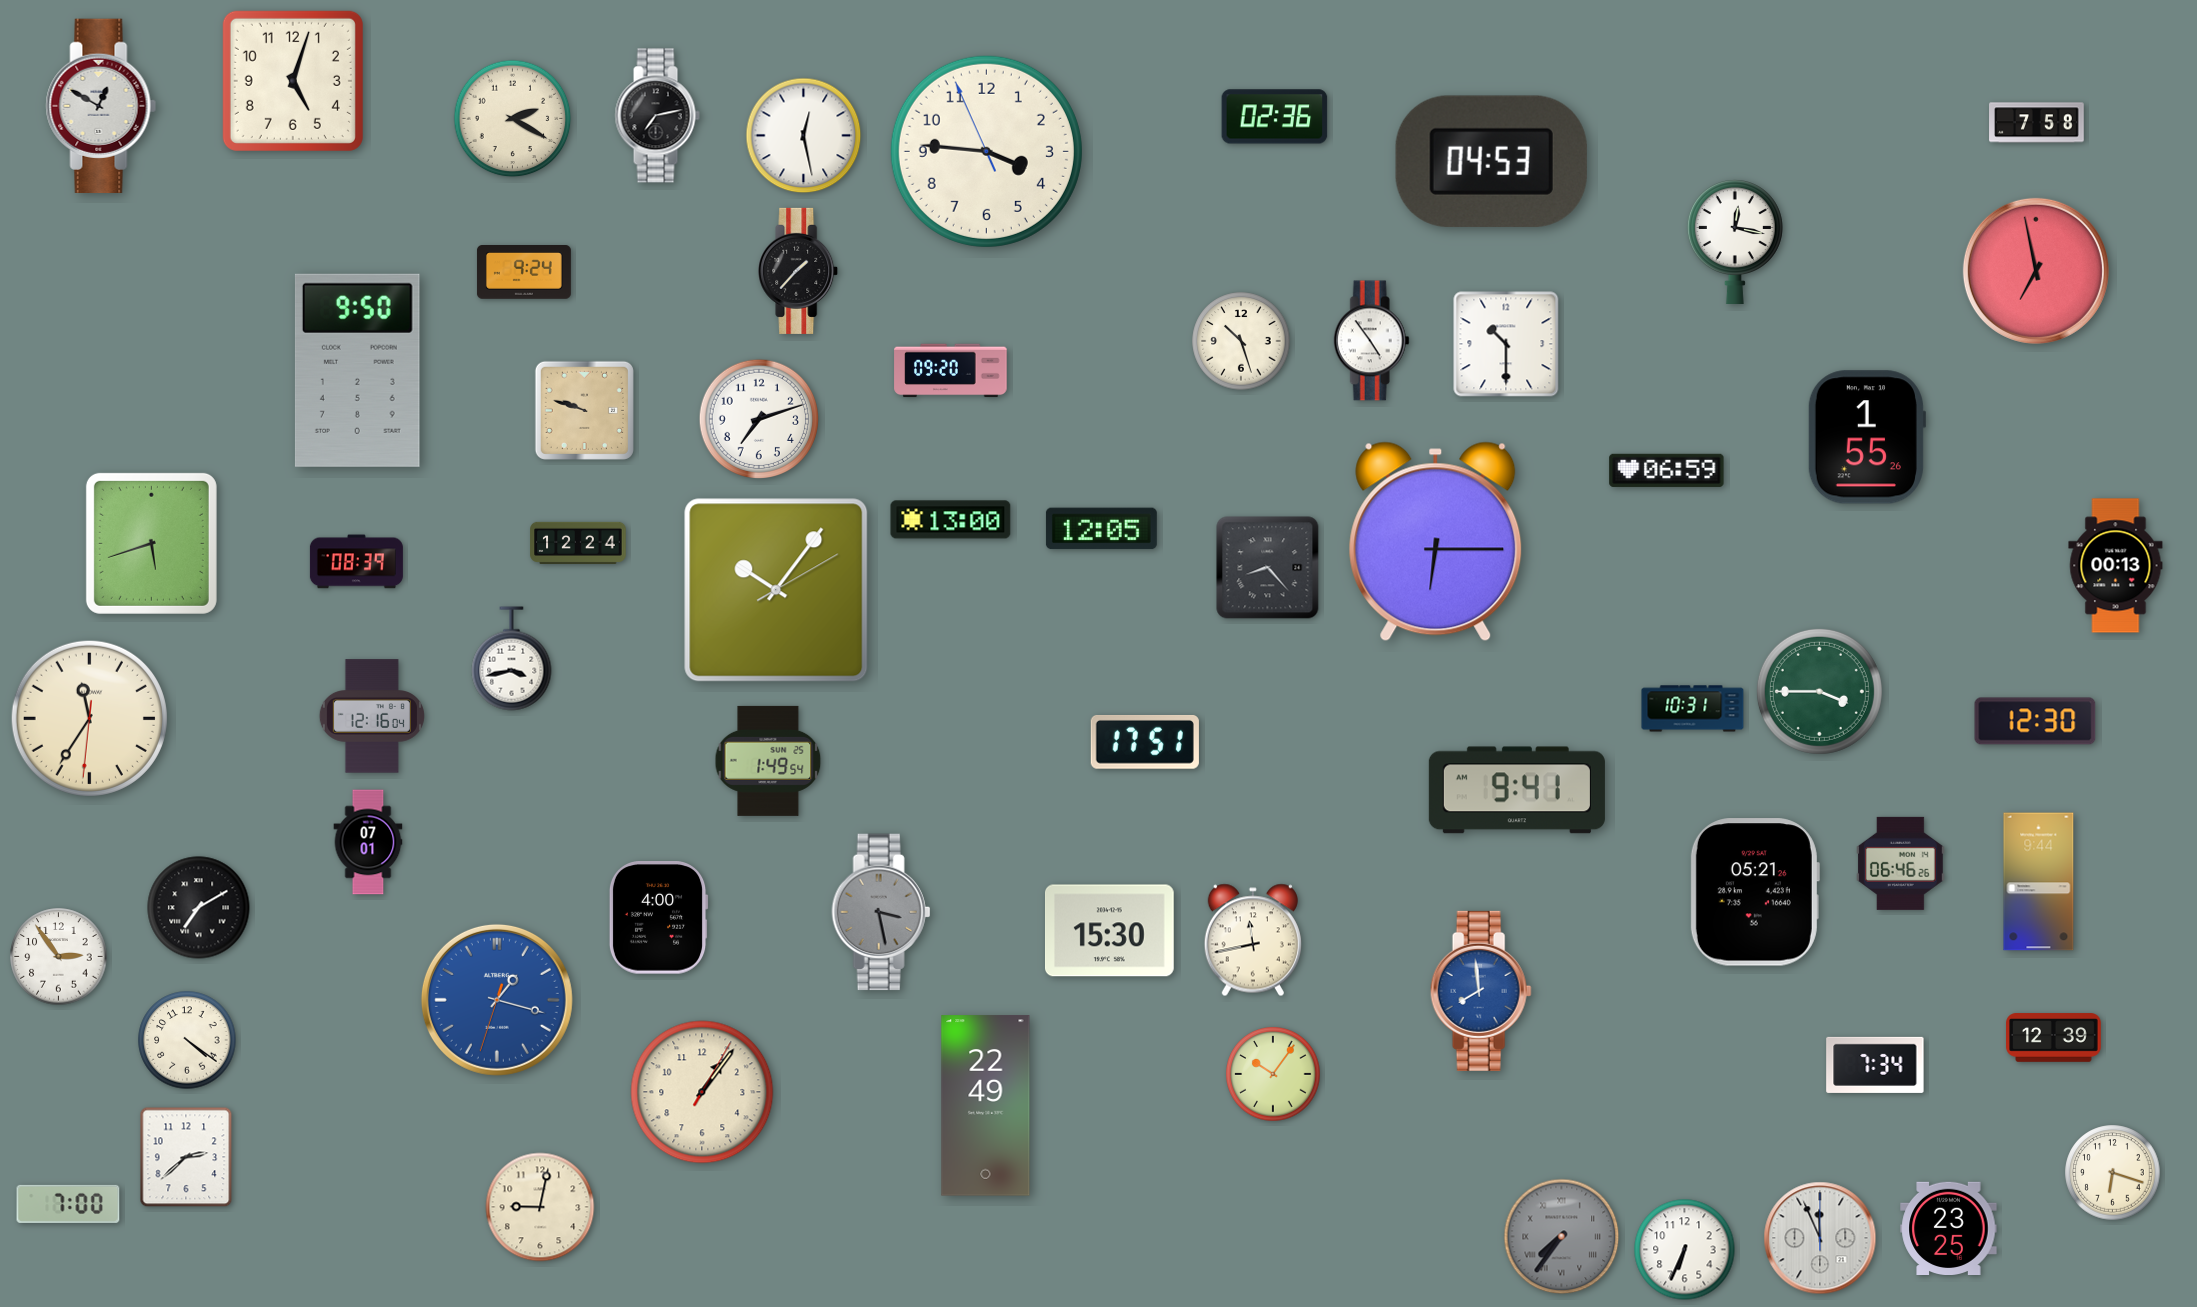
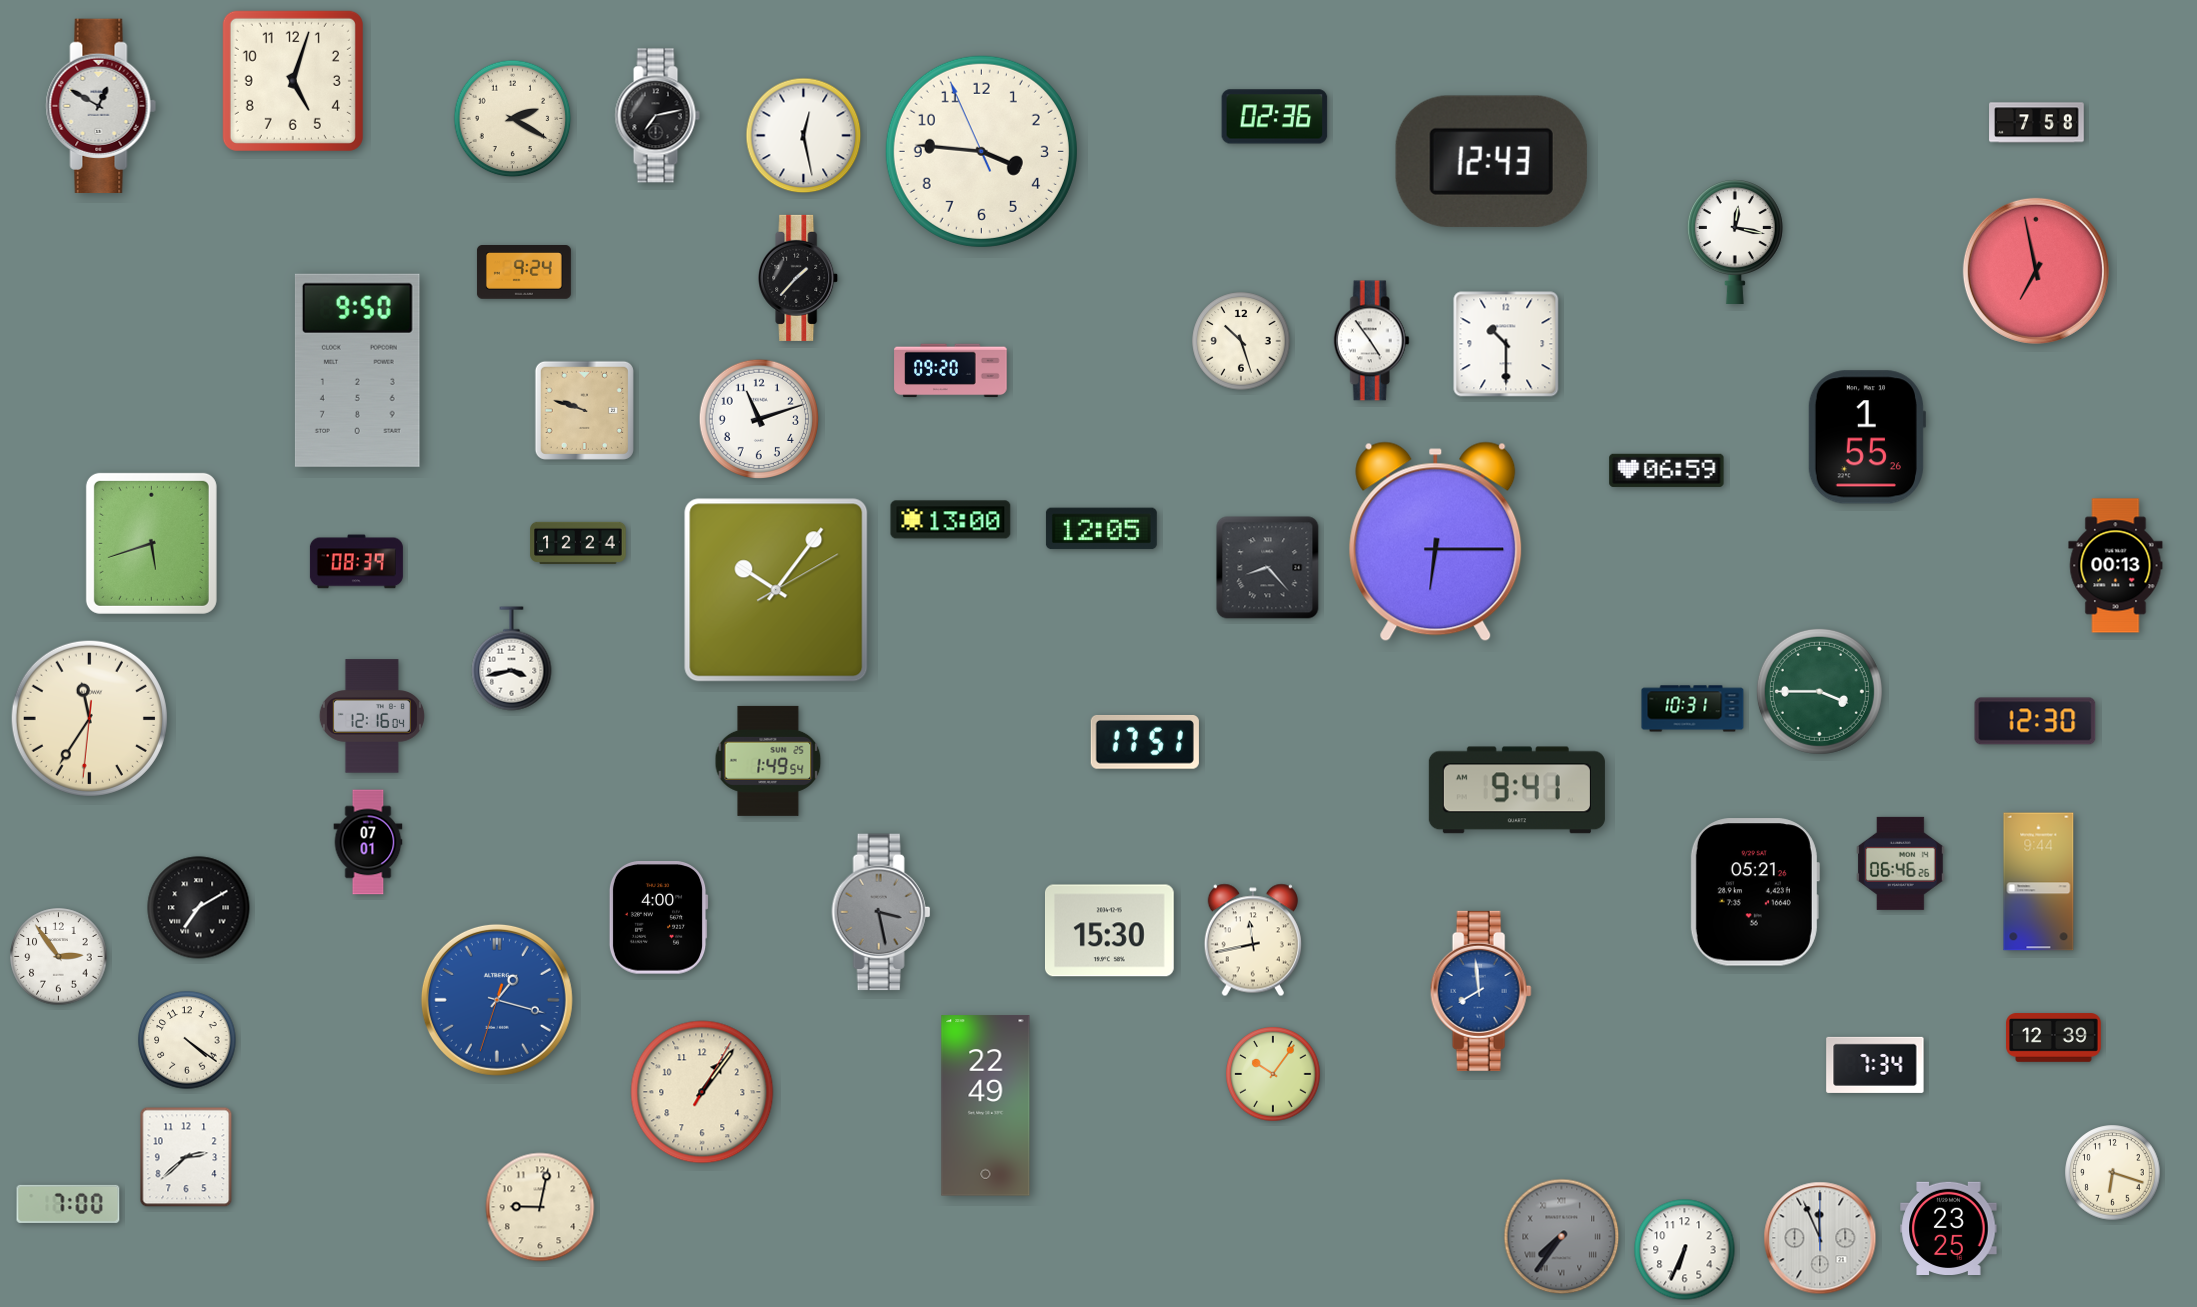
clock at (986, 151) position: (986, 151) -> (981, 151)
clock at (1491, 161): 04:53 -> 12:43
clock at (799, 271) position: (799, 271) -> (799, 278)
clock at (759, 419): 7:12 -> 11:12
